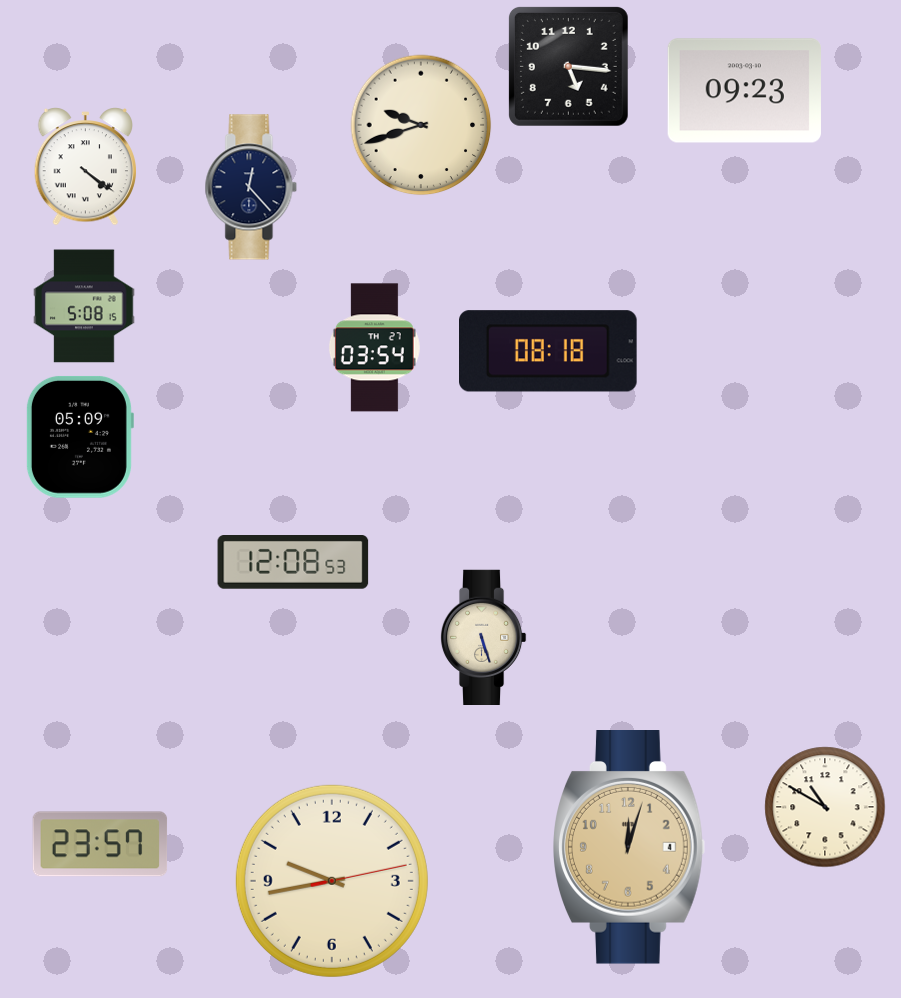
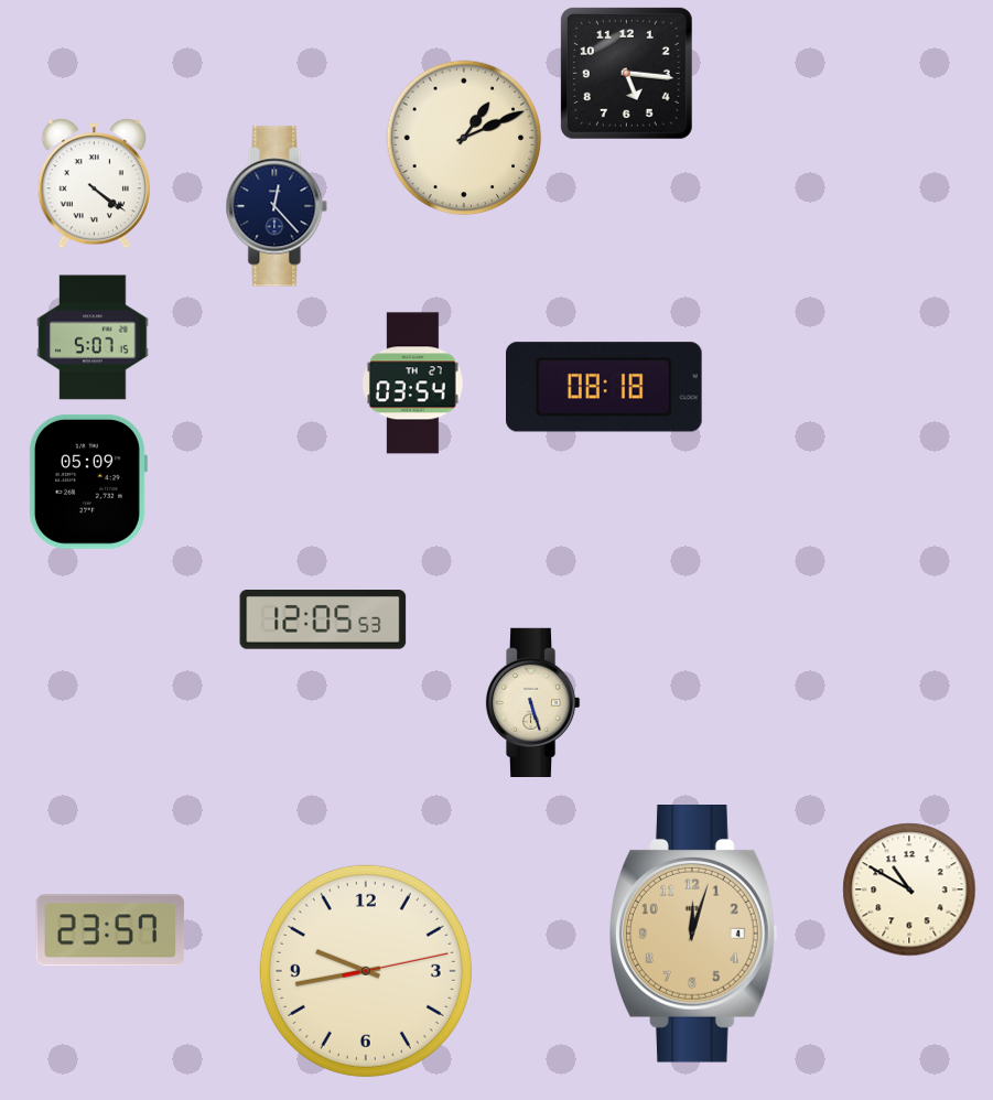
clock at (744, 91): 09:23 -> none
clock at (421, 125): 9:42 -> 1:11
clock at (84, 306): 5:08 -> 5:07
clock at (293, 563): 12:08 -> 12:05
